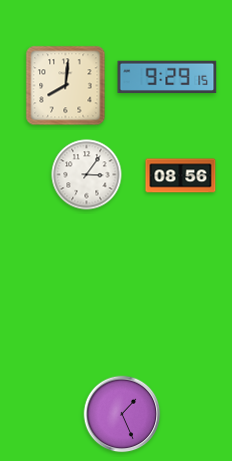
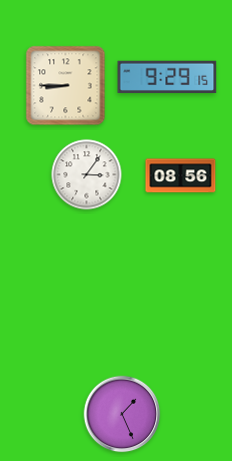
clock at (66, 86): 8:01 -> 8:45
